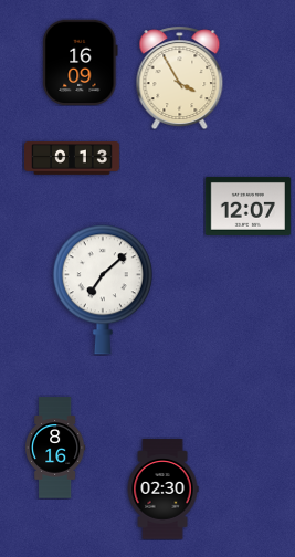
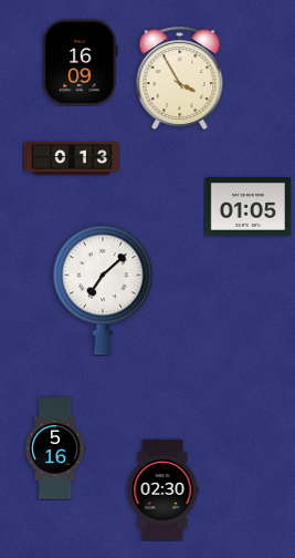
clock at (247, 206): 12:07 -> 01:05
clock at (55, 448): 8:16 -> 5:16
